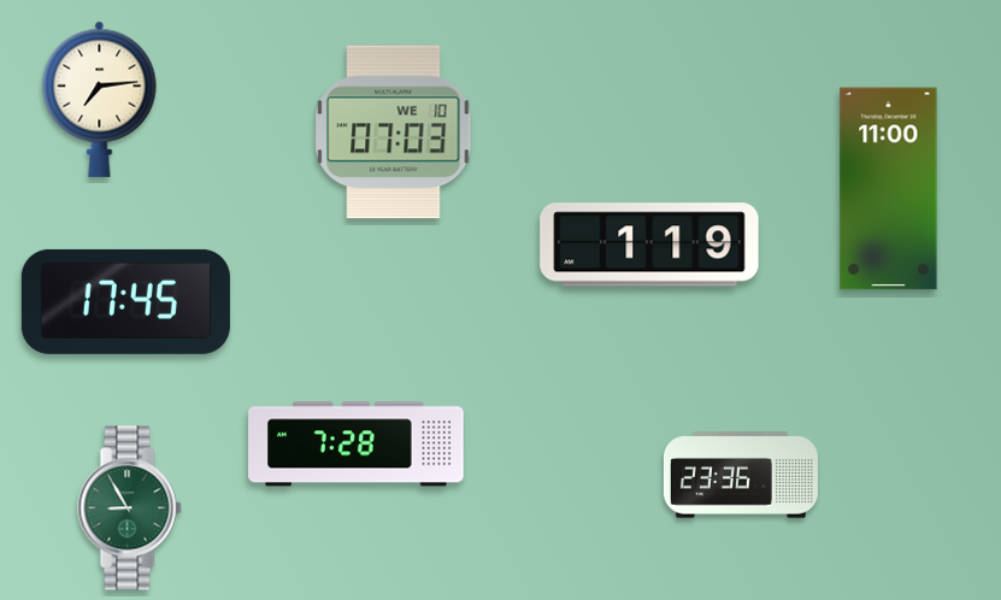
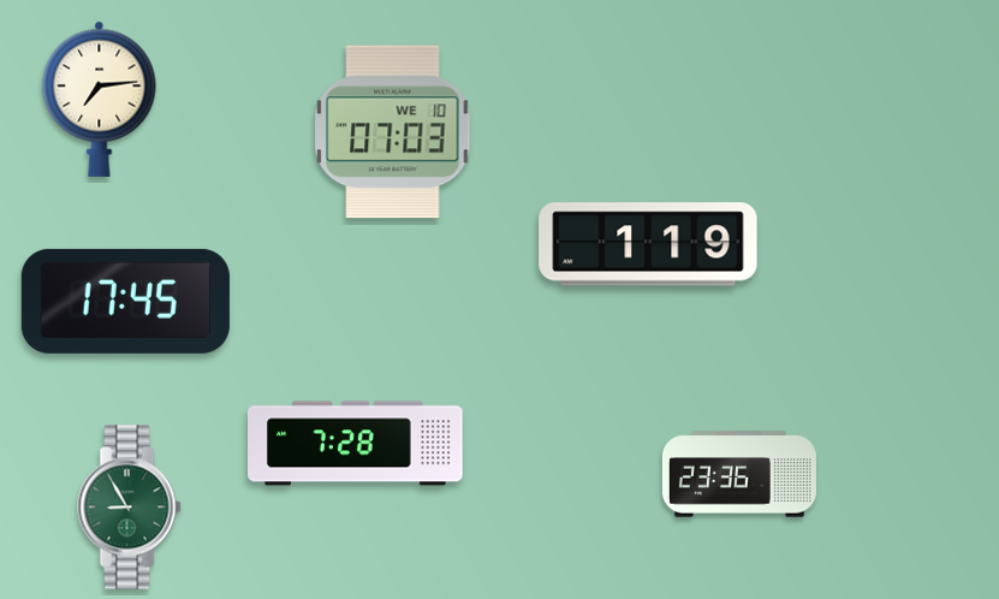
clock at (889, 189): 11:00 -> none
